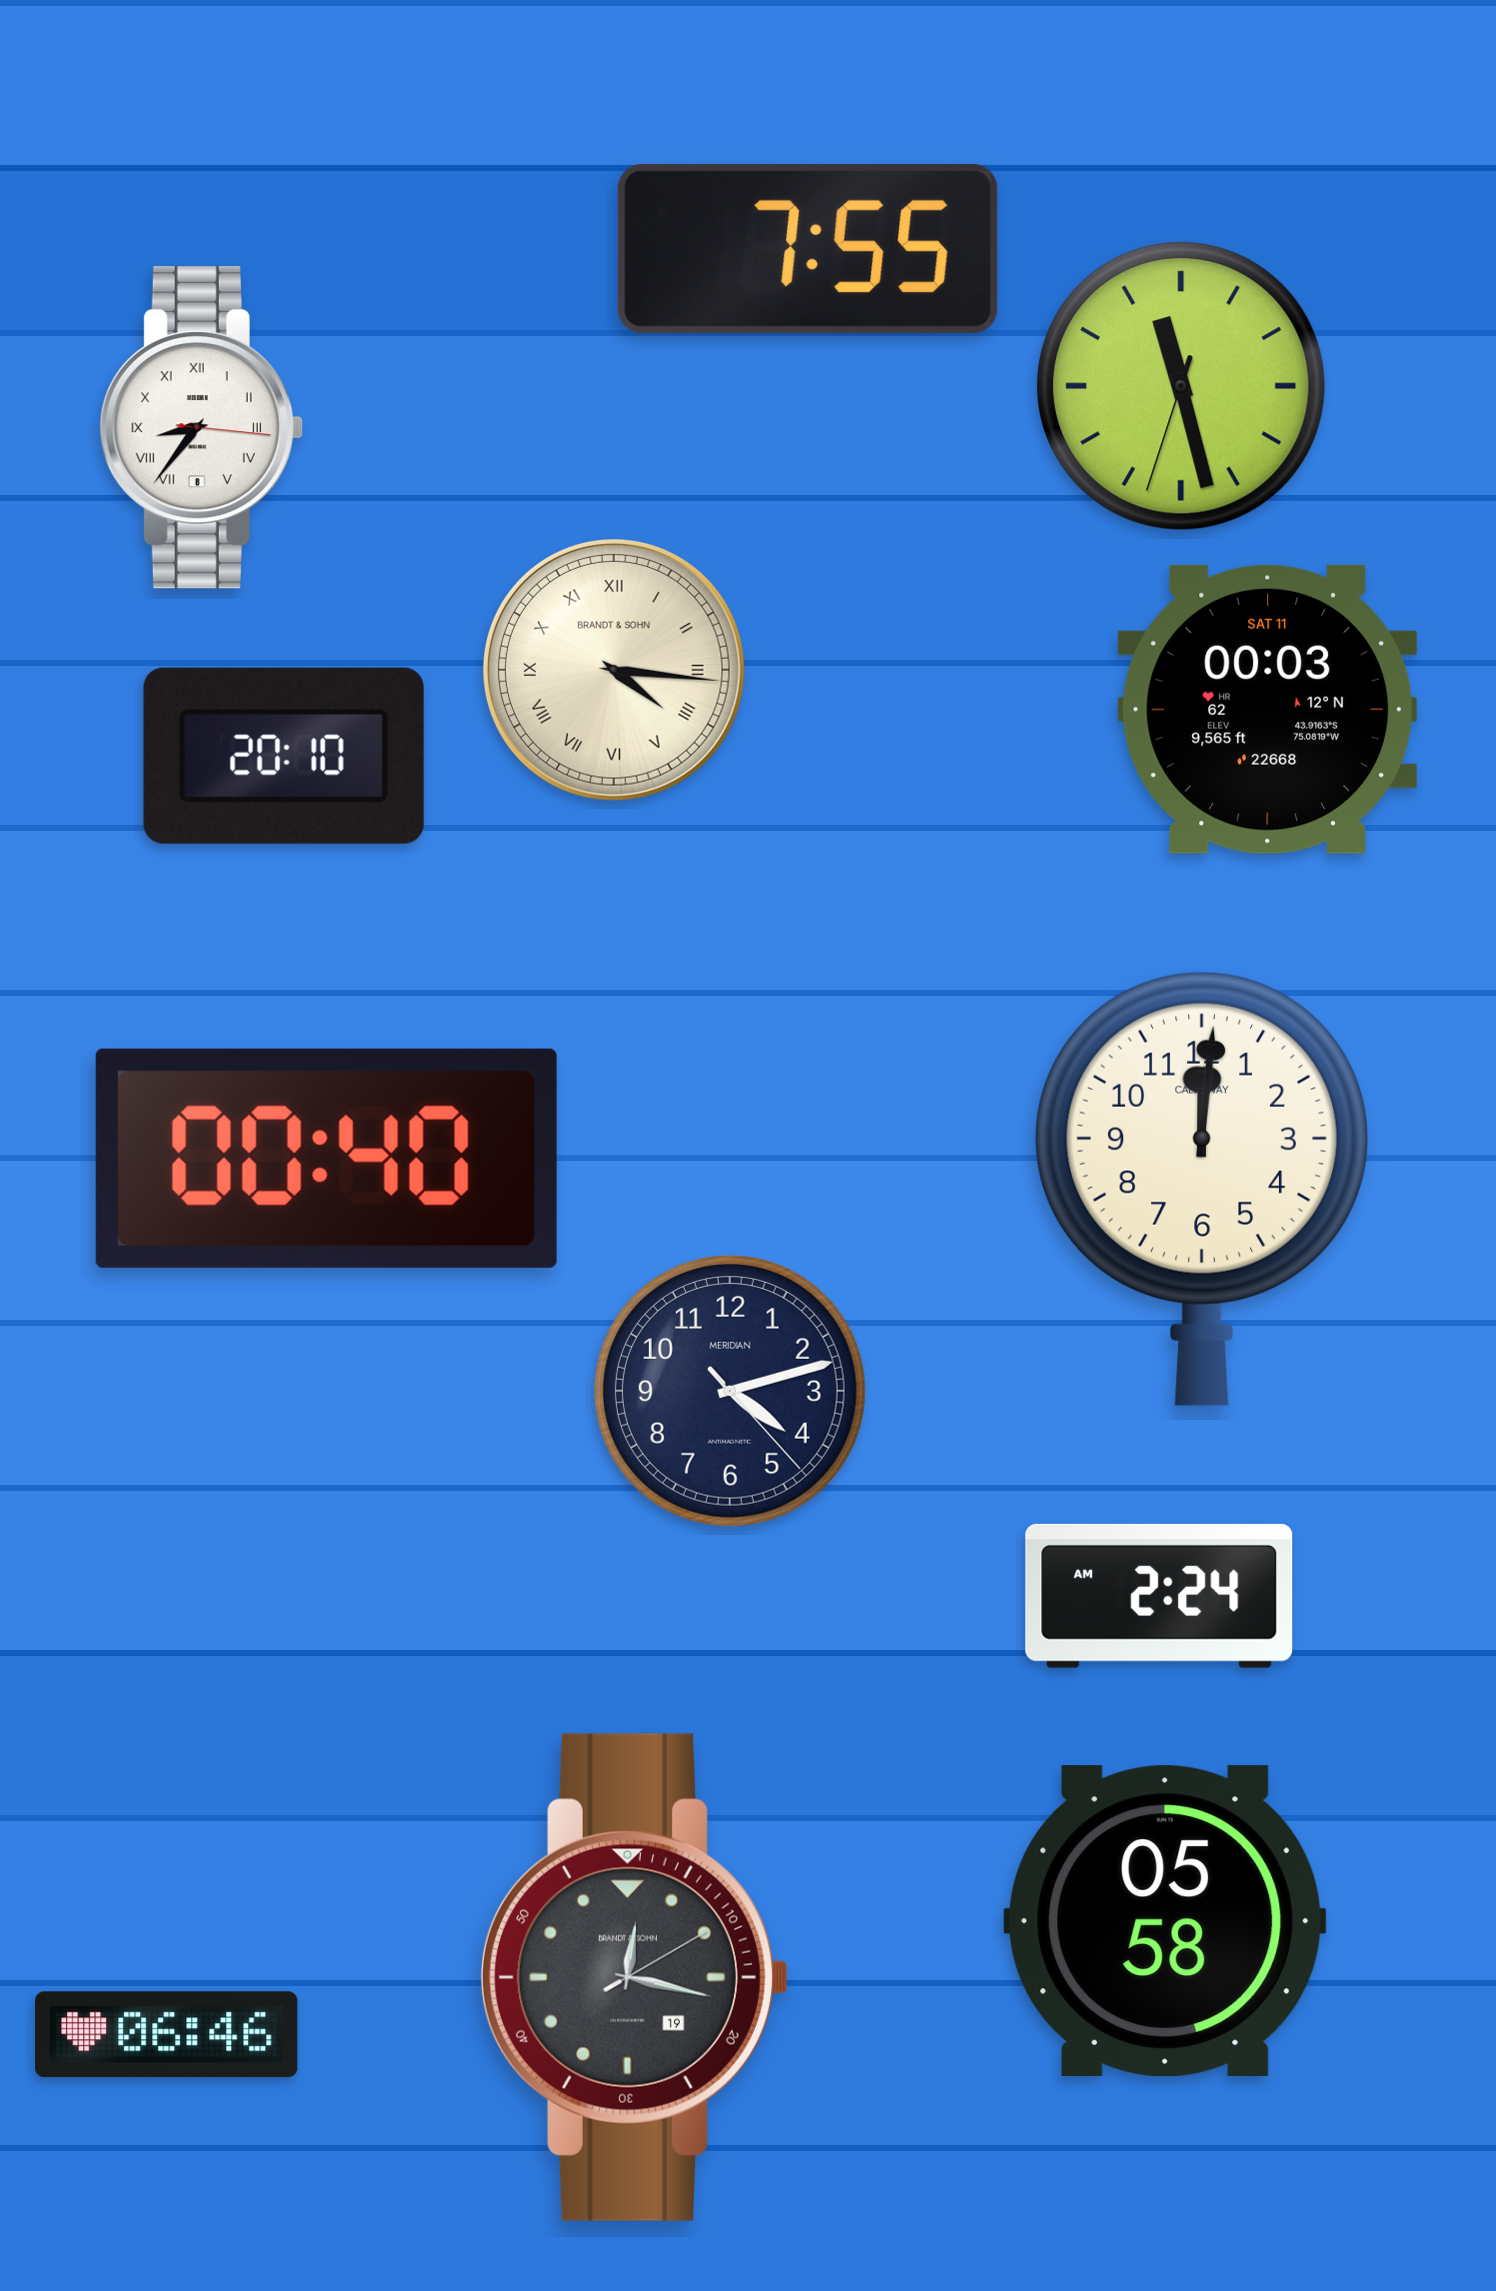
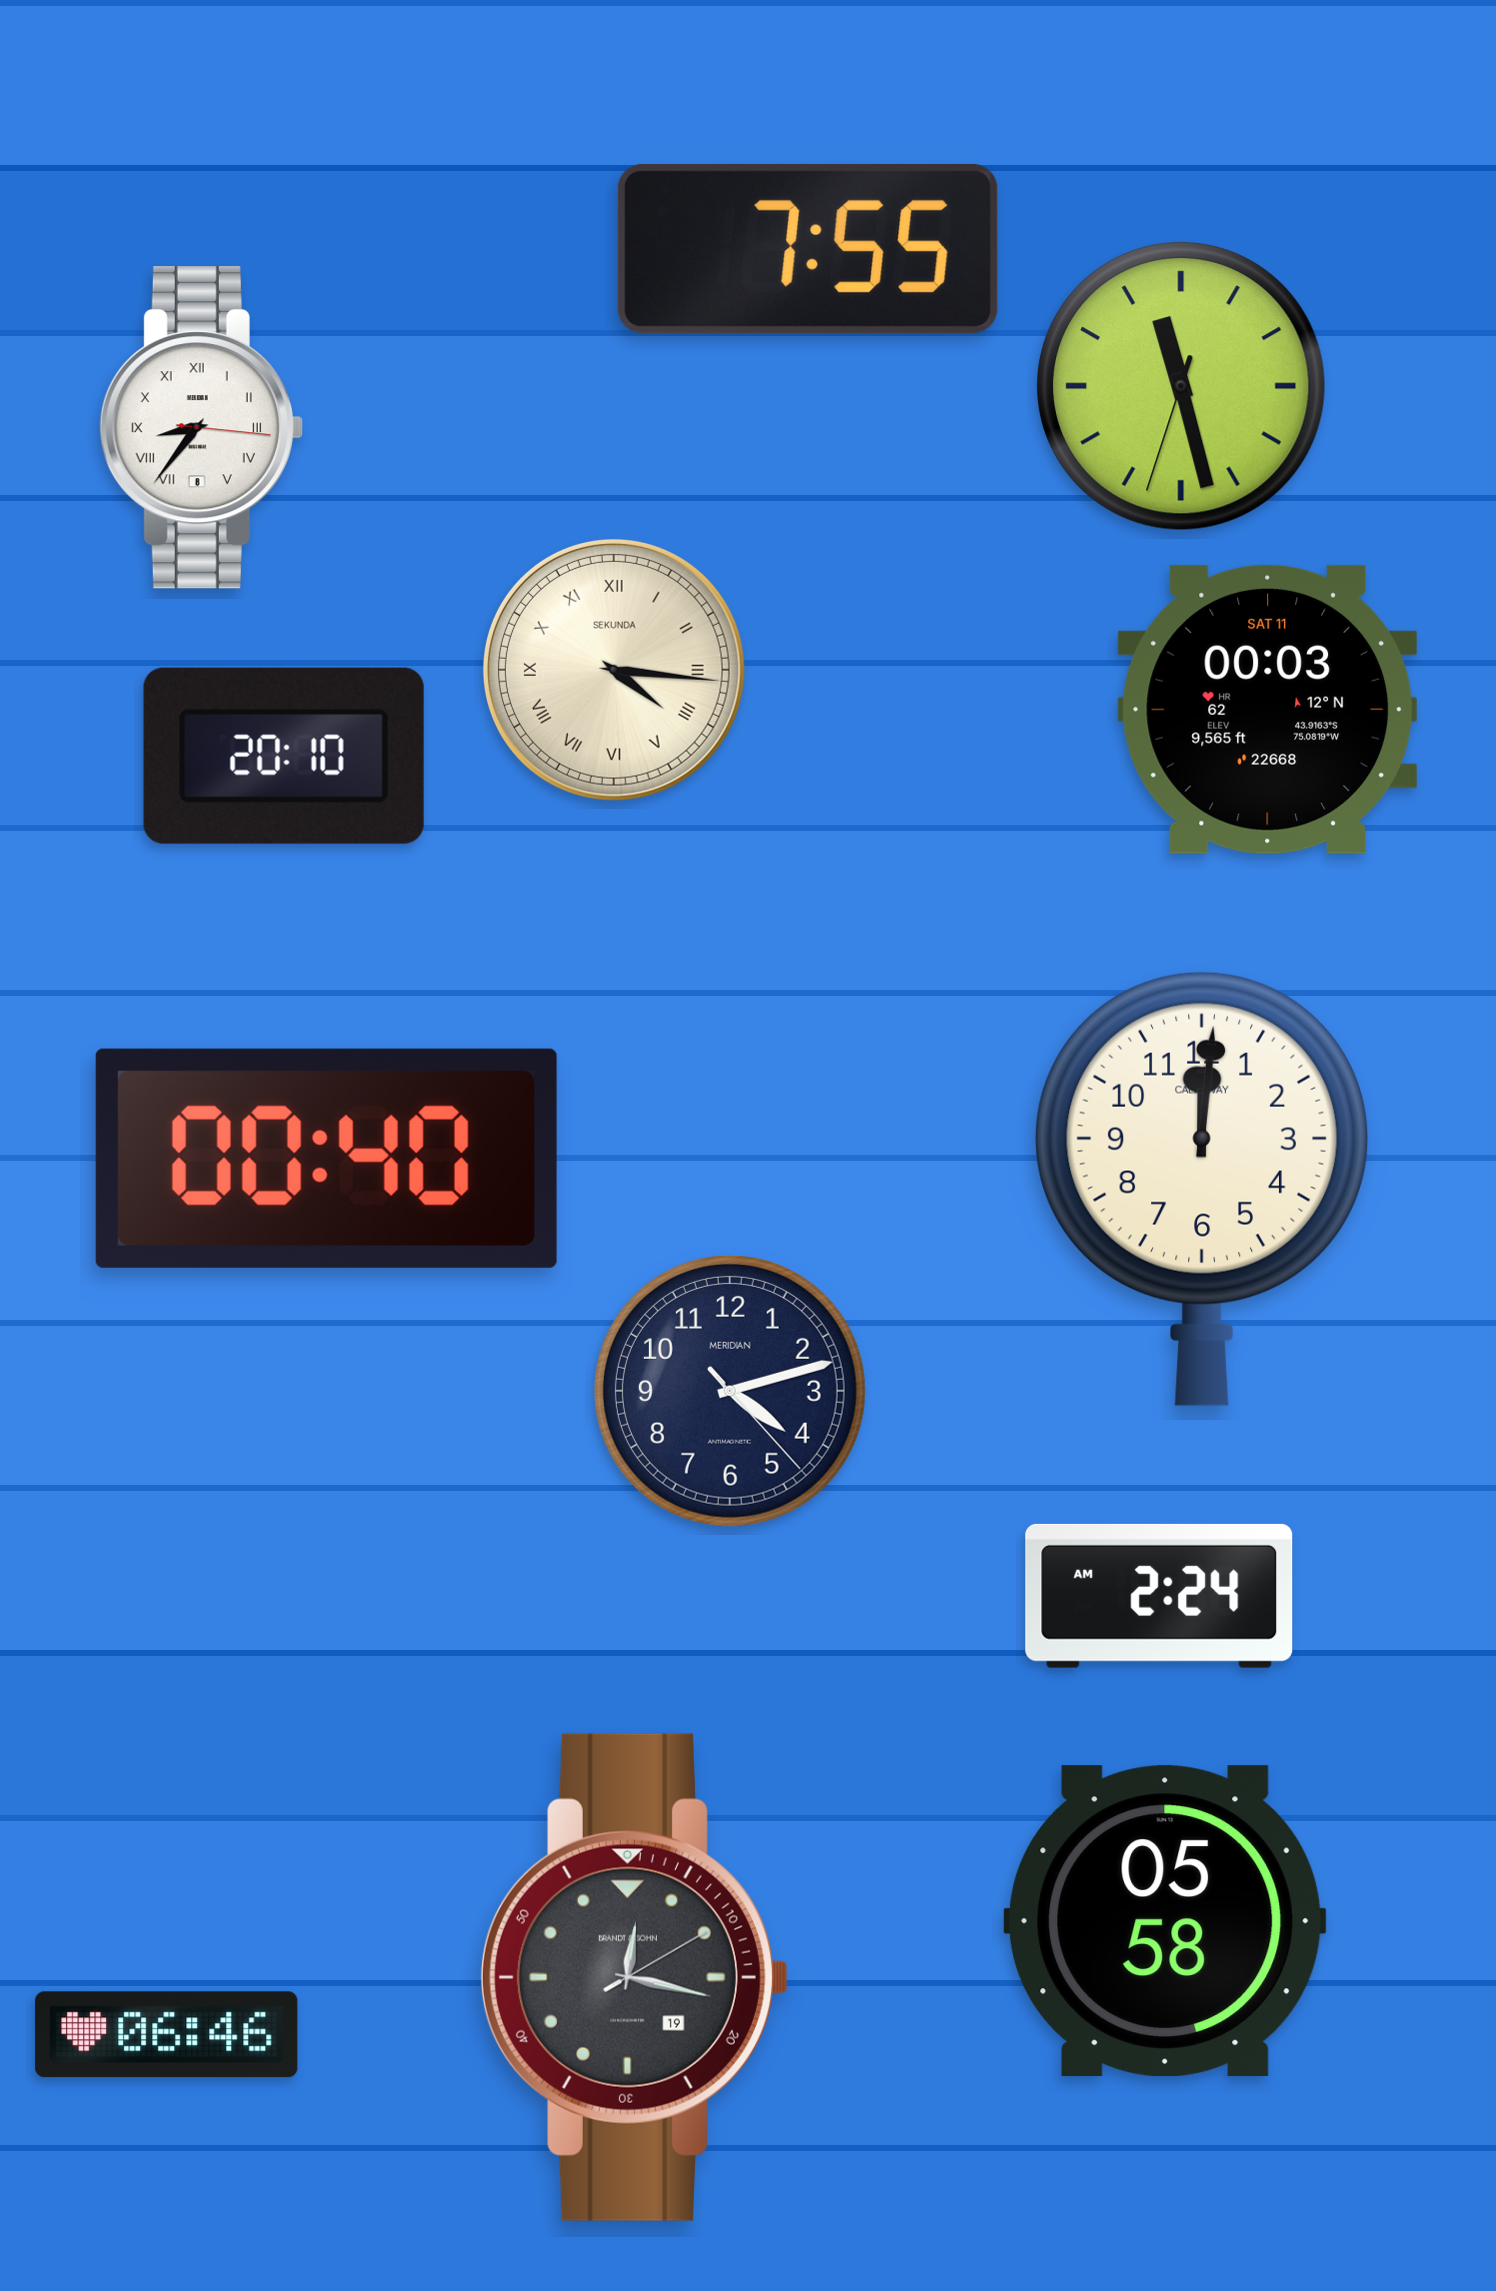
clock at (614, 670) brand: BRANDT & SOHN -> SEKUNDA
